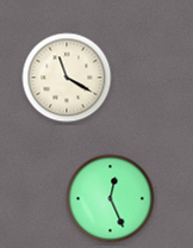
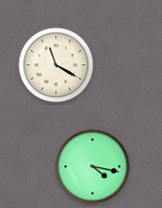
clock at (111, 199): 12:26 -> 4:17
